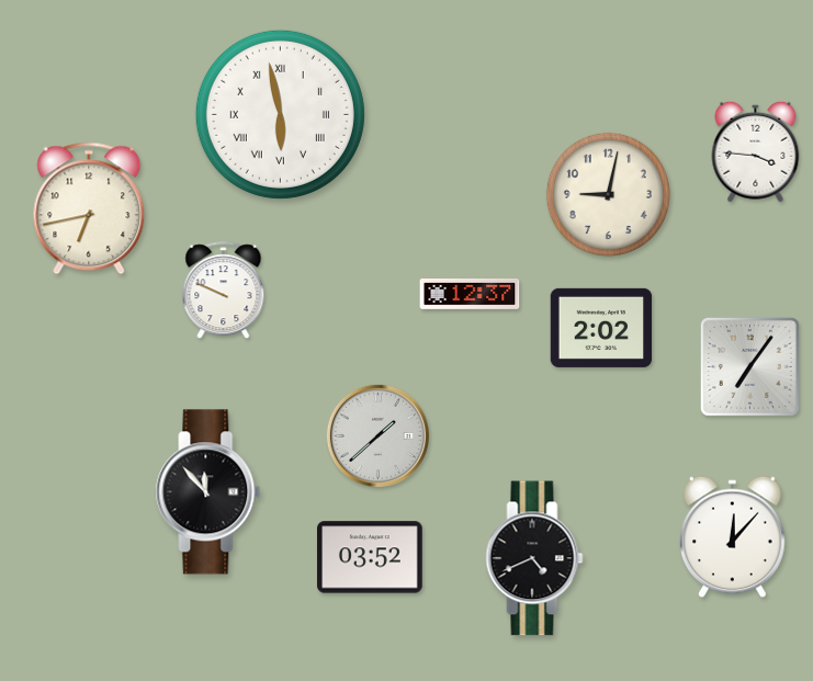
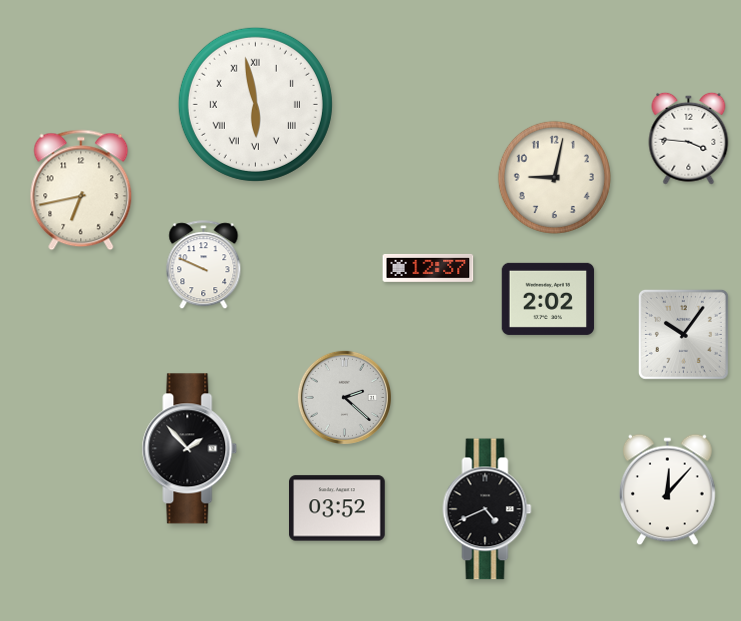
clock at (749, 366): 7:06 -> 10:06
clock at (377, 435): 1:38 -> 2:22
clock at (208, 492): 11:53 -> 1:53
